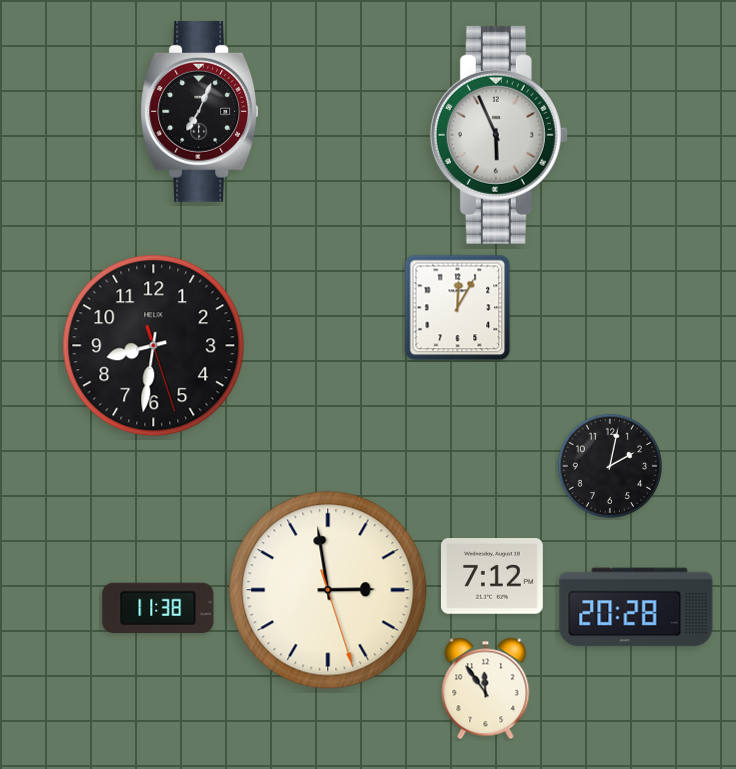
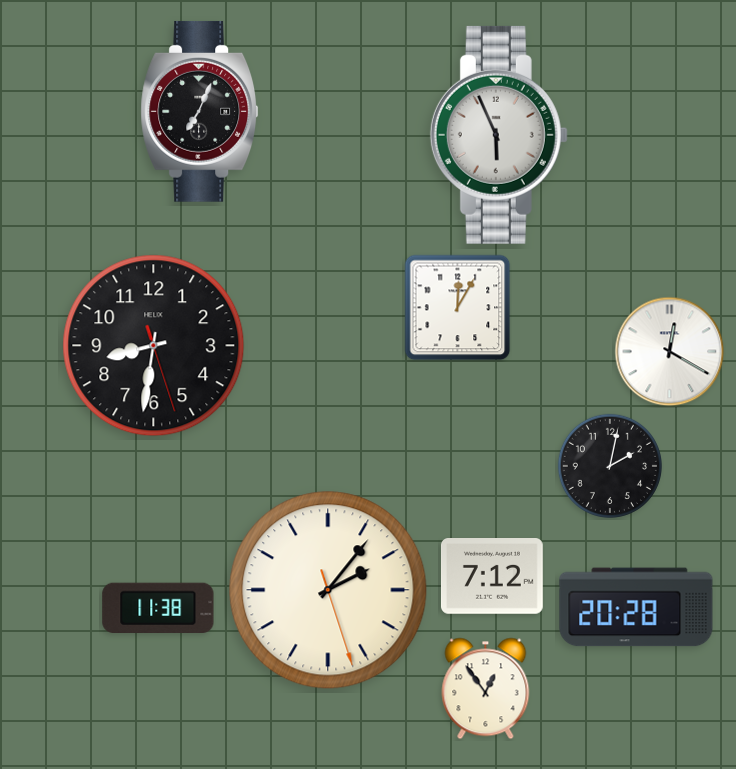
clock at (670, 352): none -> 12:20
clock at (328, 590): 2:58 -> 2:06
clock at (486, 689): 11:54 -> 12:54
